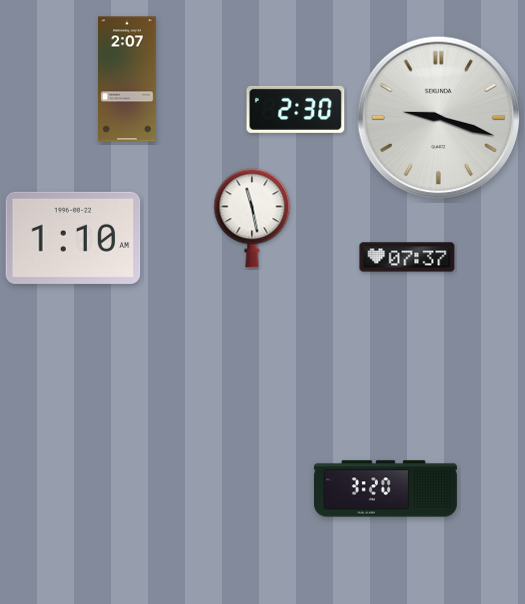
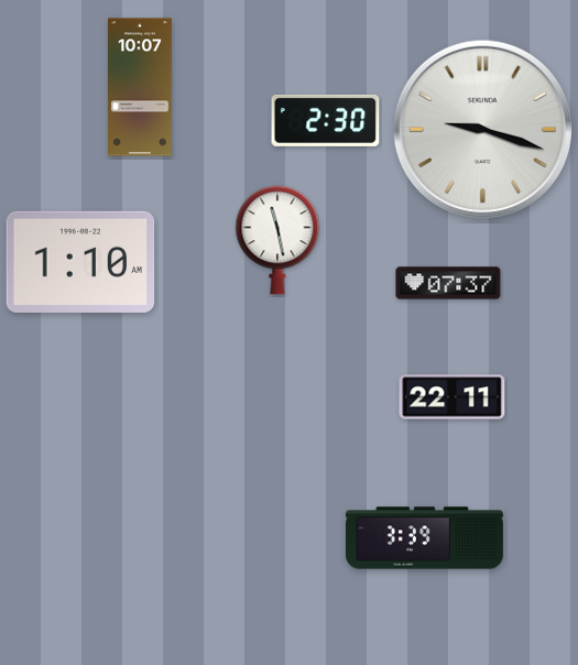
clock at (128, 79): 2:07 -> 10:07
clock at (452, 397): none -> 22:11
clock at (385, 489): 3:20 -> 3:39
